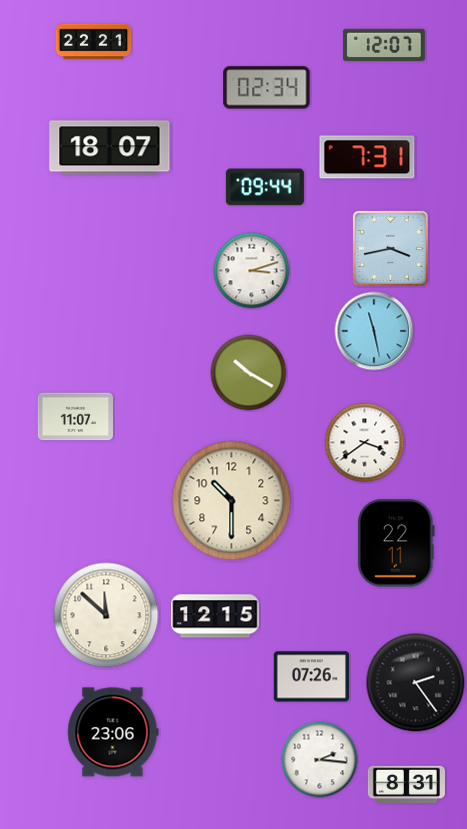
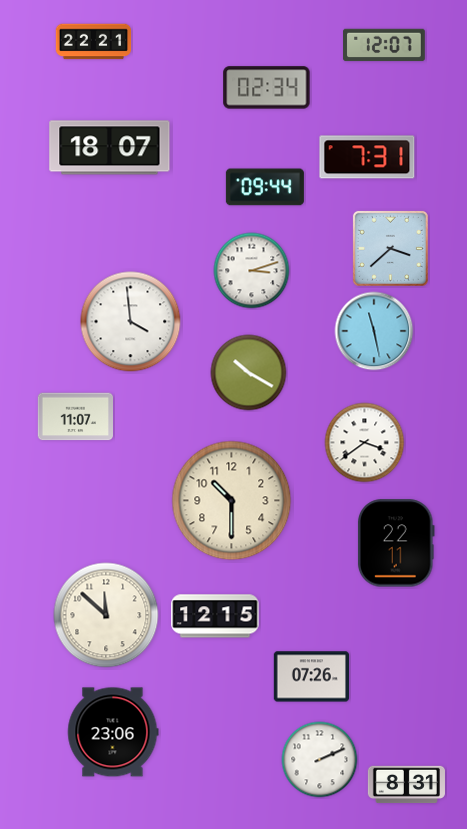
clock at (390, 248): 3:43 -> 3:38
clock at (131, 322): none -> 3:59
clock at (416, 683): 2:24 -> none
clock at (320, 760): 2:16 -> 2:11
